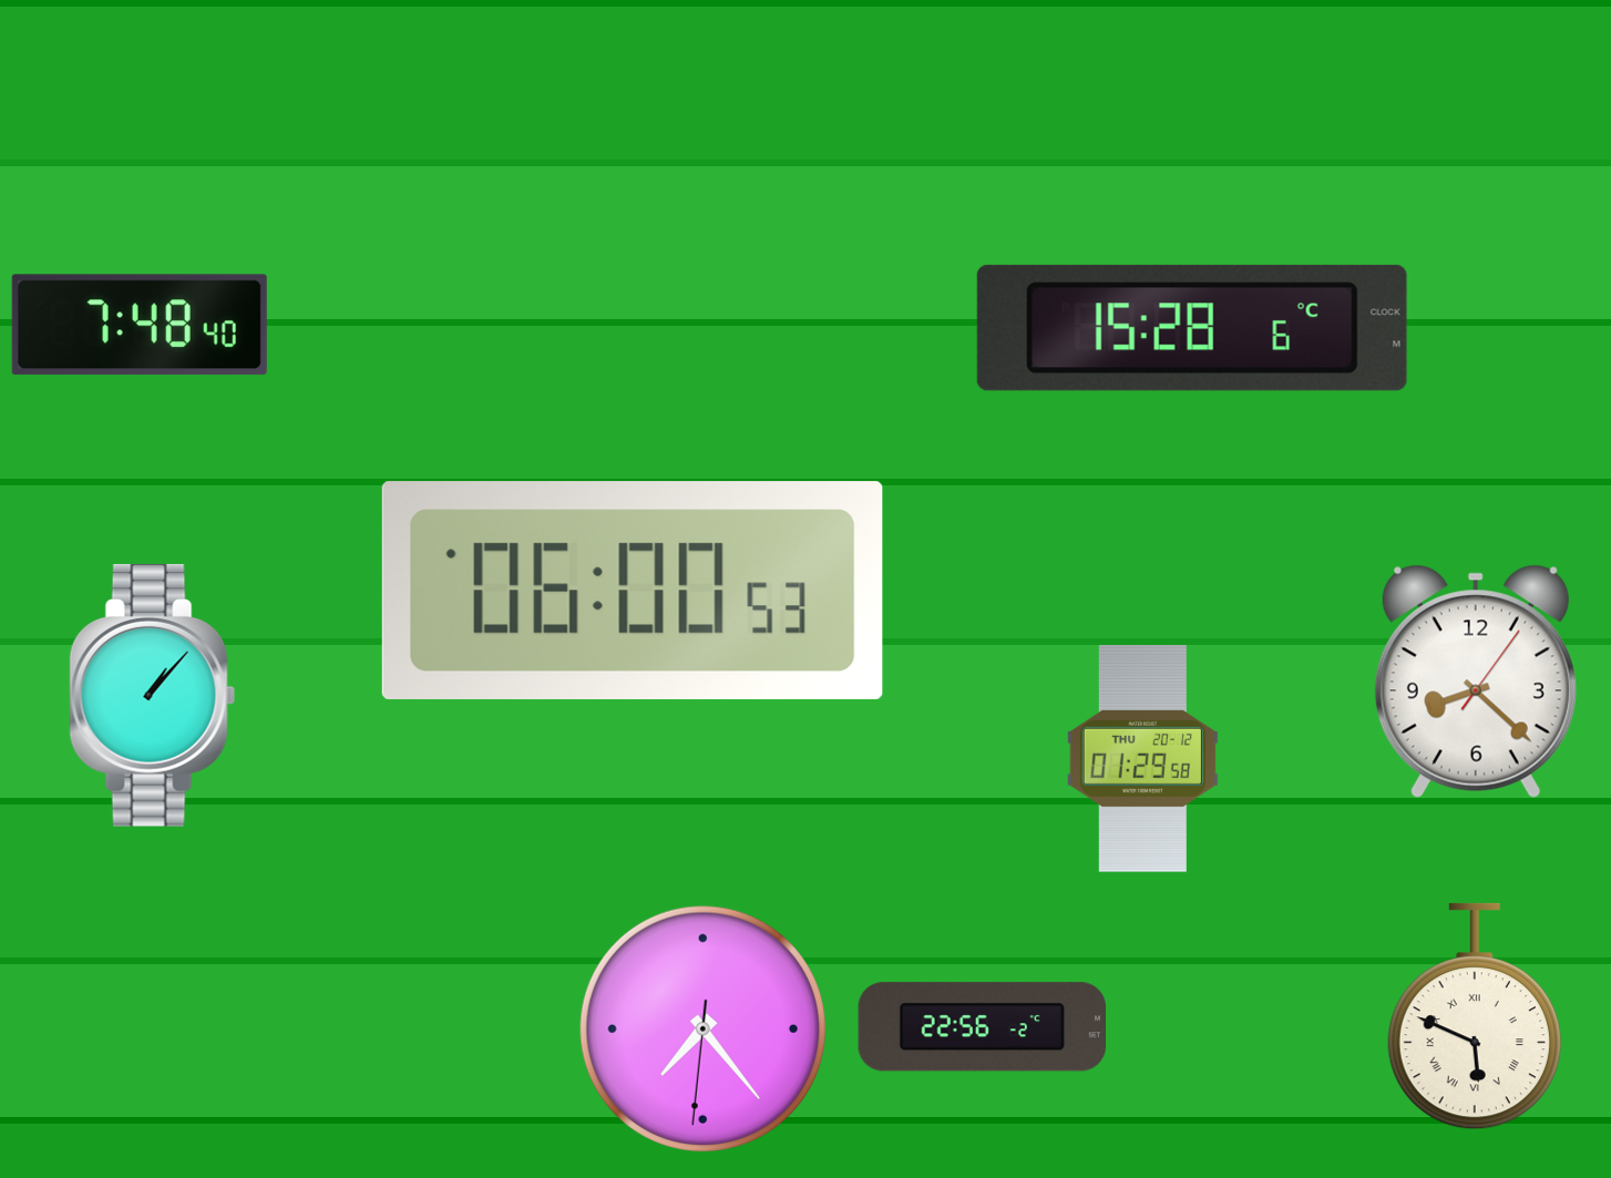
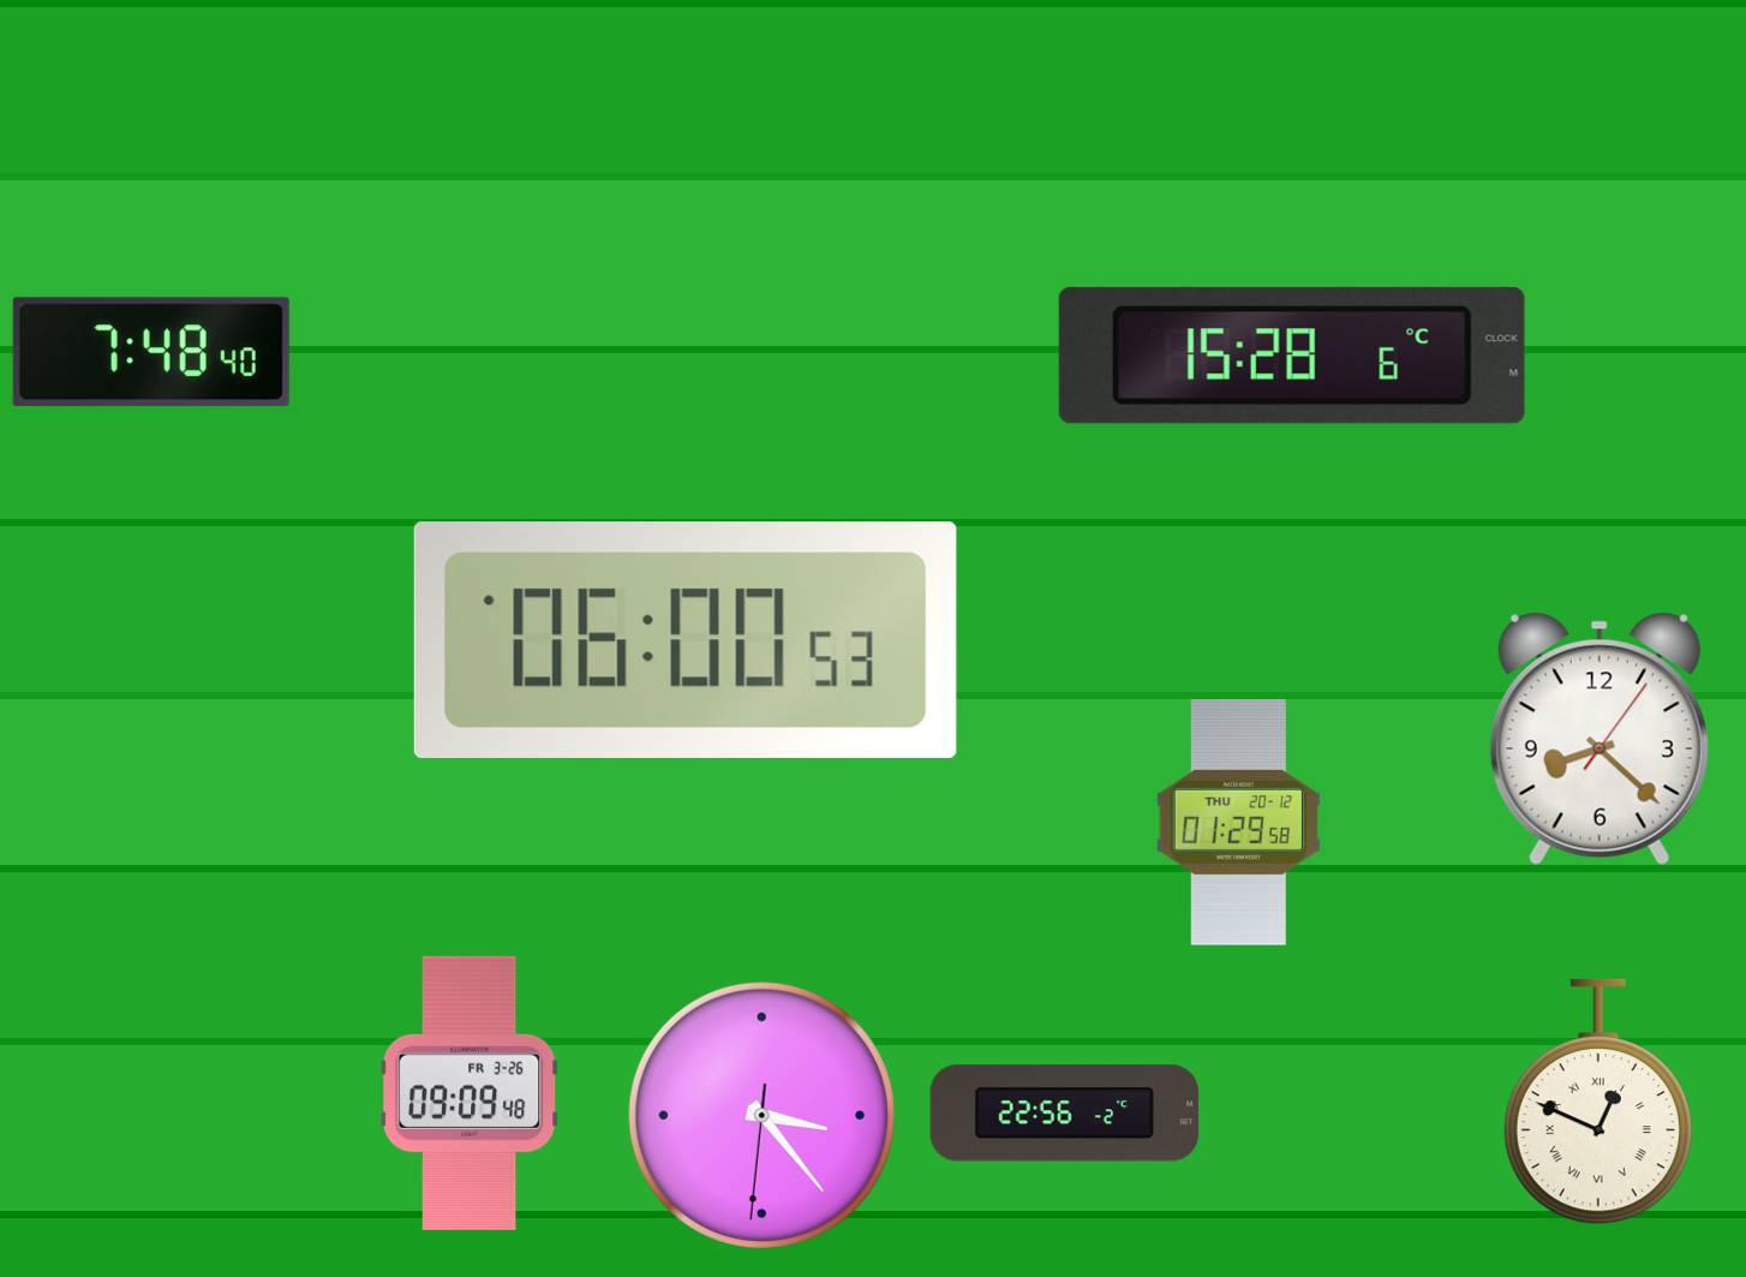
clock at (153, 695): 1:07 -> none
clock at (470, 1093): none -> 09:09
clock at (1475, 1016): 5:49 -> 12:49
clock at (702, 1028): 7:23 -> 3:23
